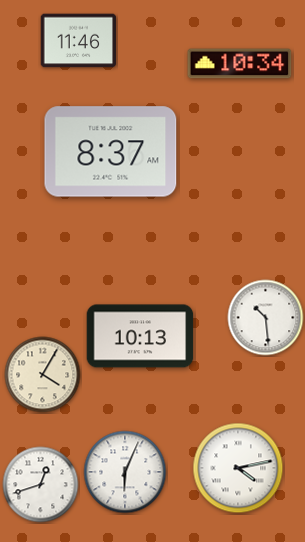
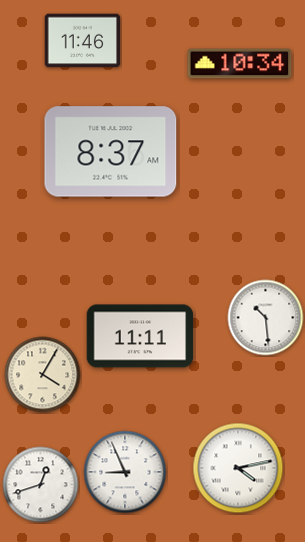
clock at (79, 41) position: (79, 41) -> (83, 41)
clock at (140, 336): 10:13 -> 11:11
clock at (125, 472): 6:04 -> 8:56
